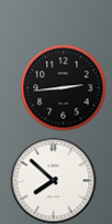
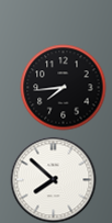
clock at (63, 87): 2:44 -> 7:44
